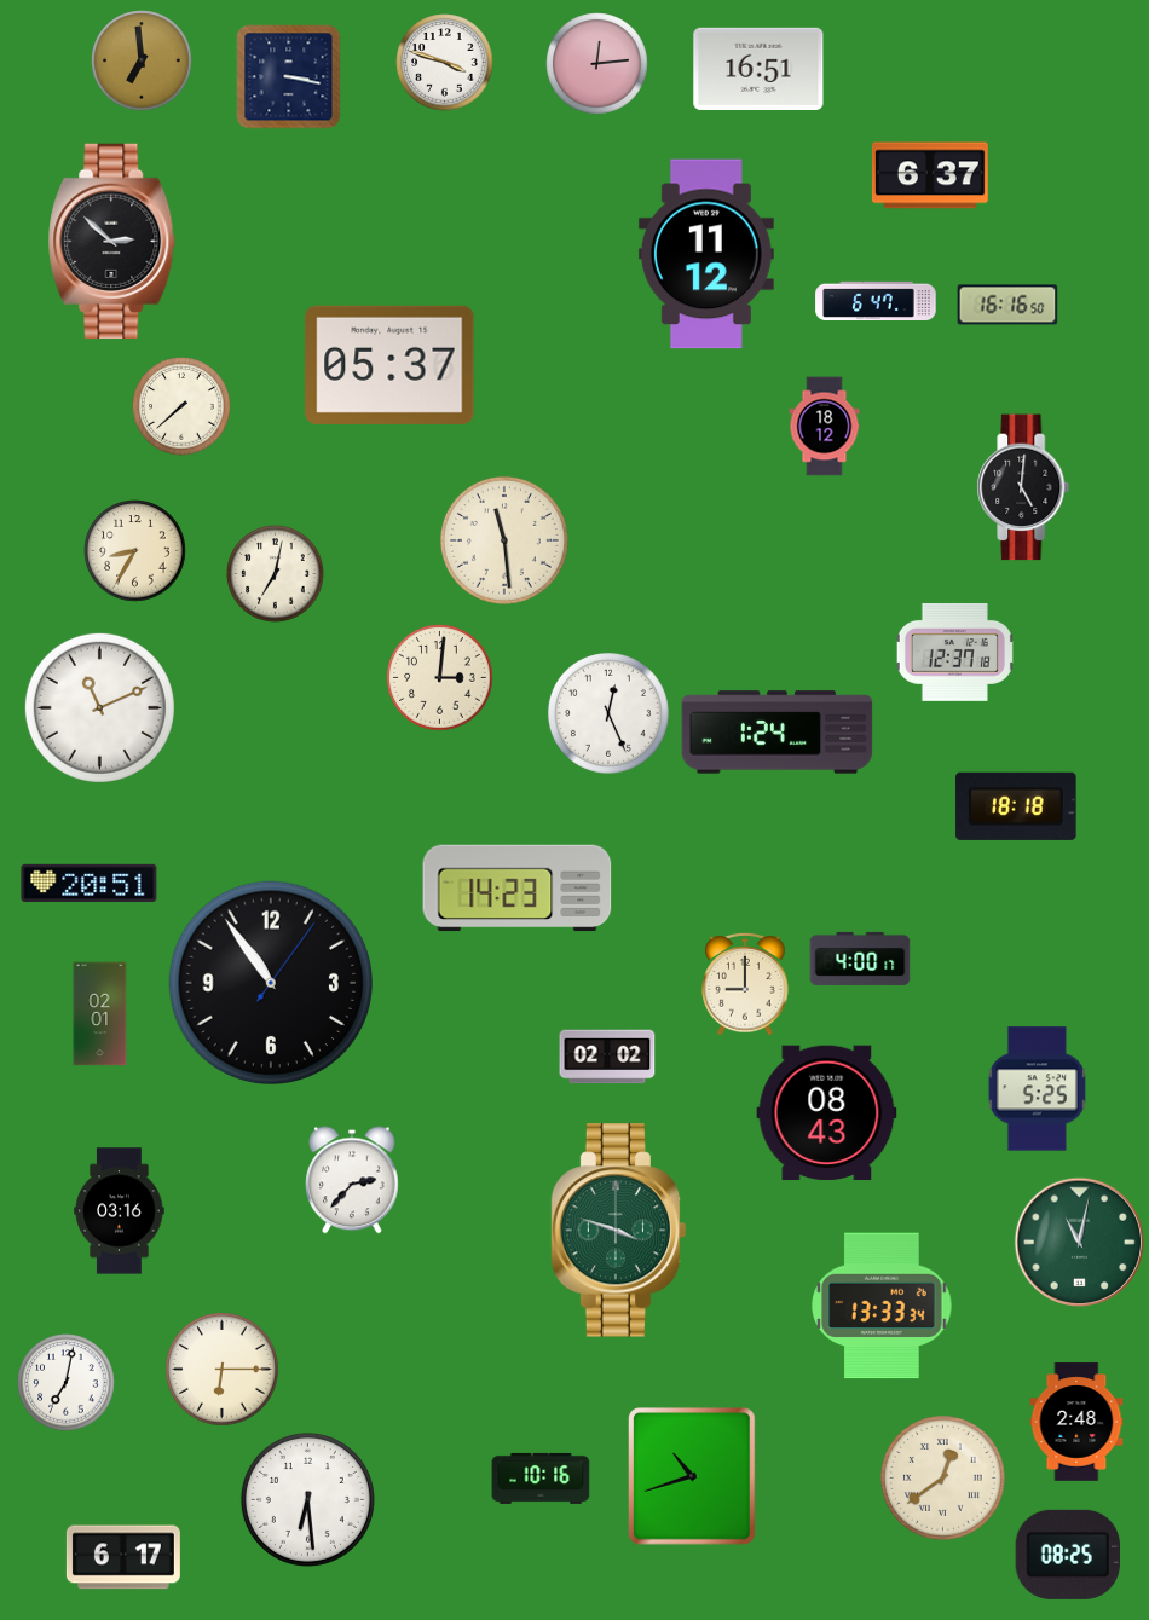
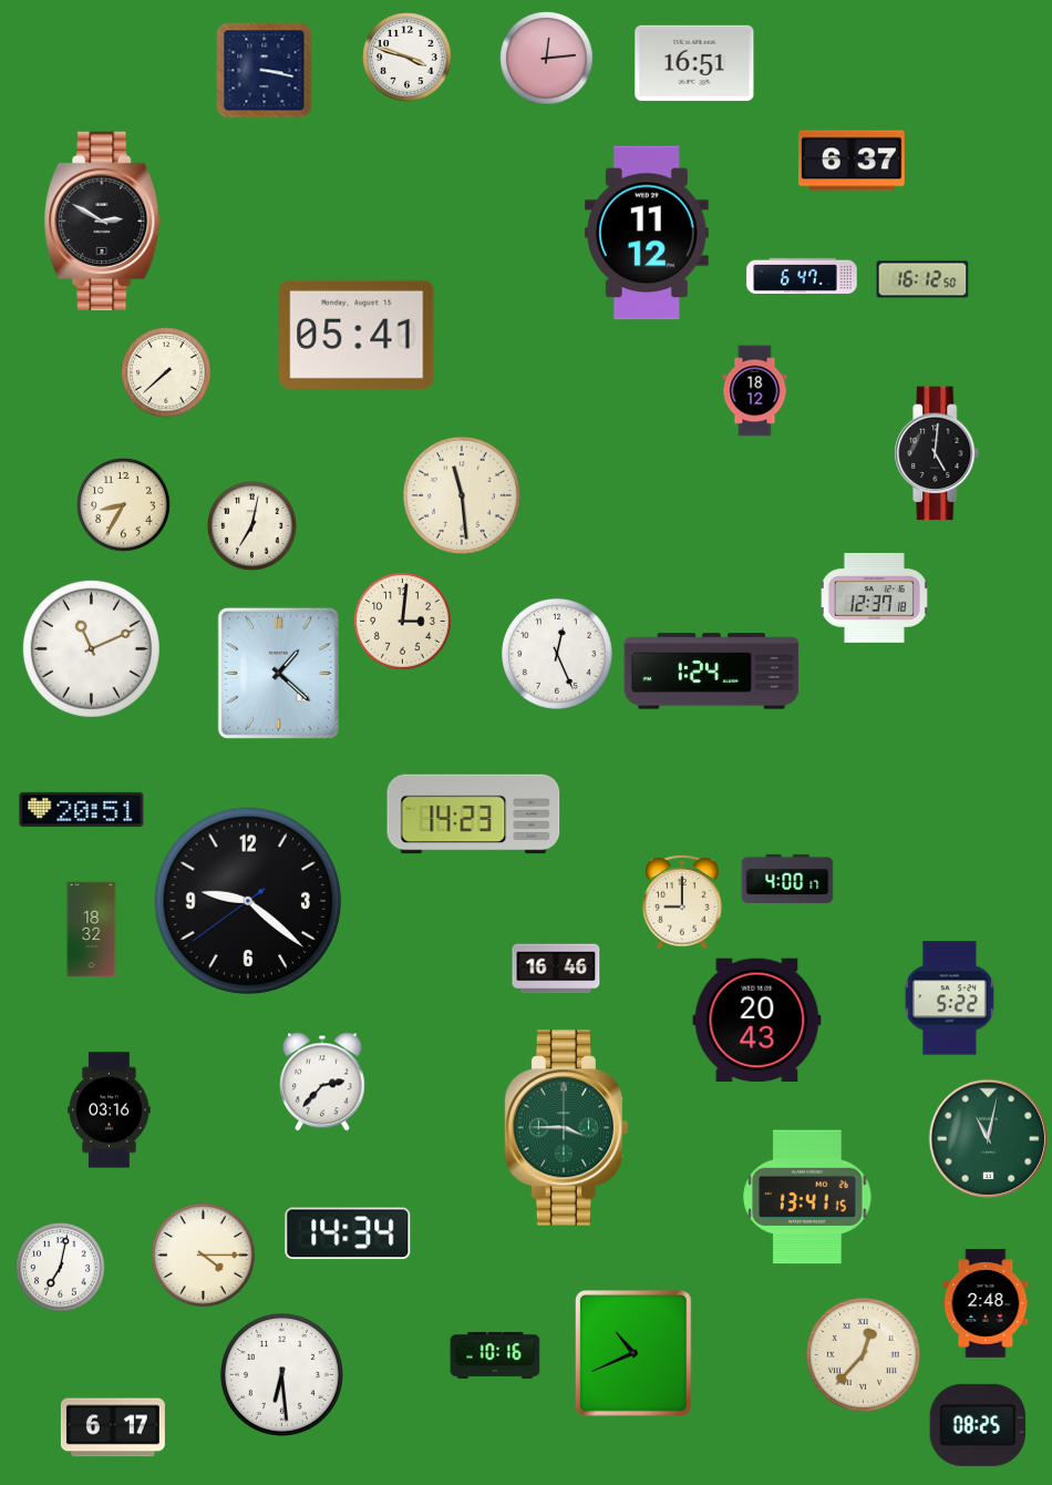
clock at (142, 60): 6:59 -> none
clock at (112, 241): 2:52 -> 2:50
clock at (1007, 305): 16:16 -> 16:12
clock at (389, 365): 05:37 -> 05:41
clock at (1023, 487) position: (1023, 487) -> (937, 453)
clock at (278, 673): none -> 1:22
clock at (1016, 806): 18:18 -> none
clock at (270, 982): 10:54 -> 9:21
clock at (100, 1014): 02:01 -> 18:32
clock at (607, 1057): 02:02 -> 16:46
clock at (1037, 1089): 5:25 -> 5:22
clock at (827, 1113): 08:43 -> 20:43
clock at (619, 1231): 3:48 -> 3:45
clock at (882, 1306): 13:33 -> 13:41
clock at (348, 1233): none -> 14:34
clock at (223, 1370): 6:15 -> 4:15
clock at (693, 1477): 10:42 -> 10:41
clock at (942, 1477): 12:39 -> 12:37
